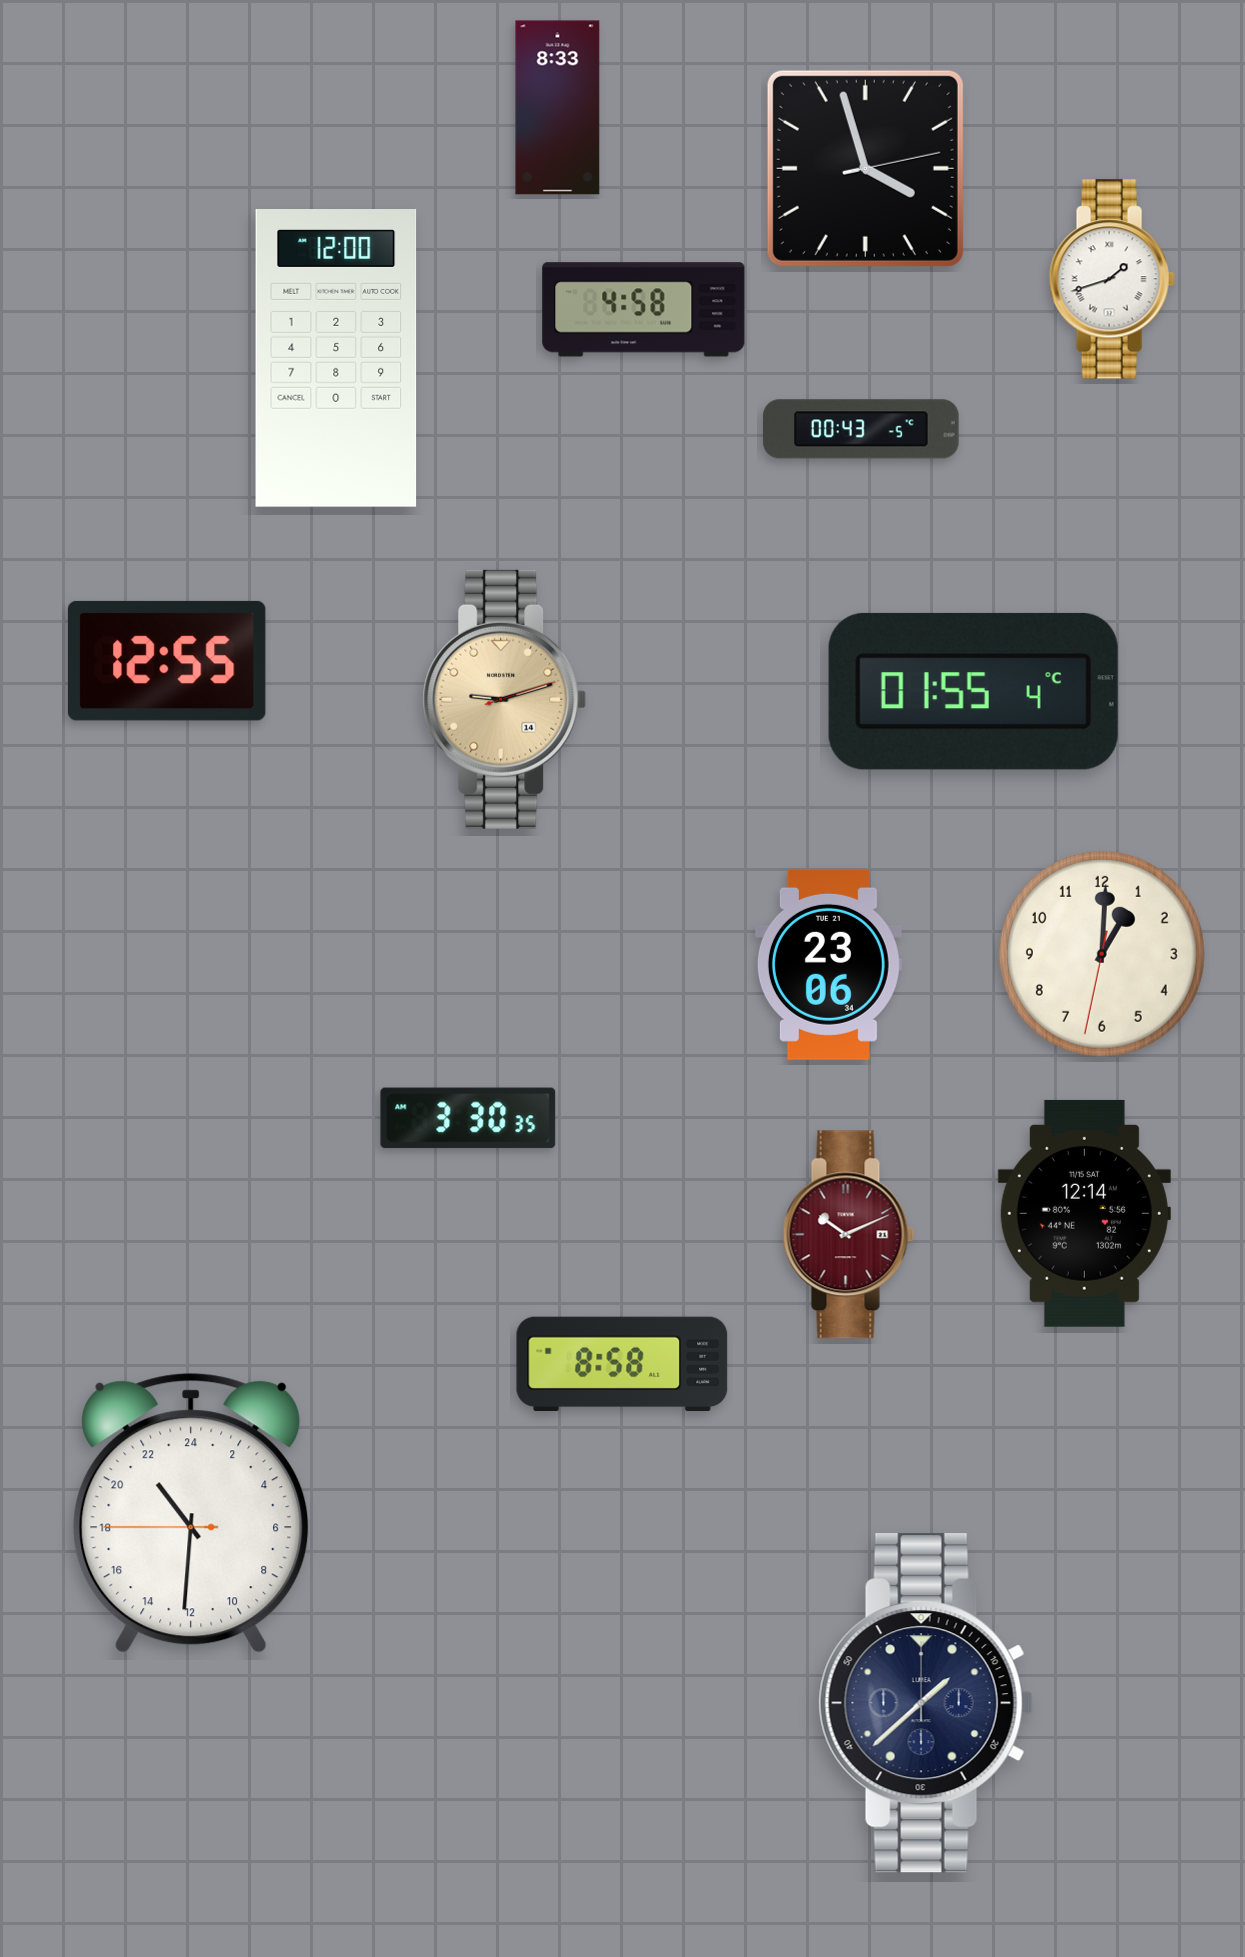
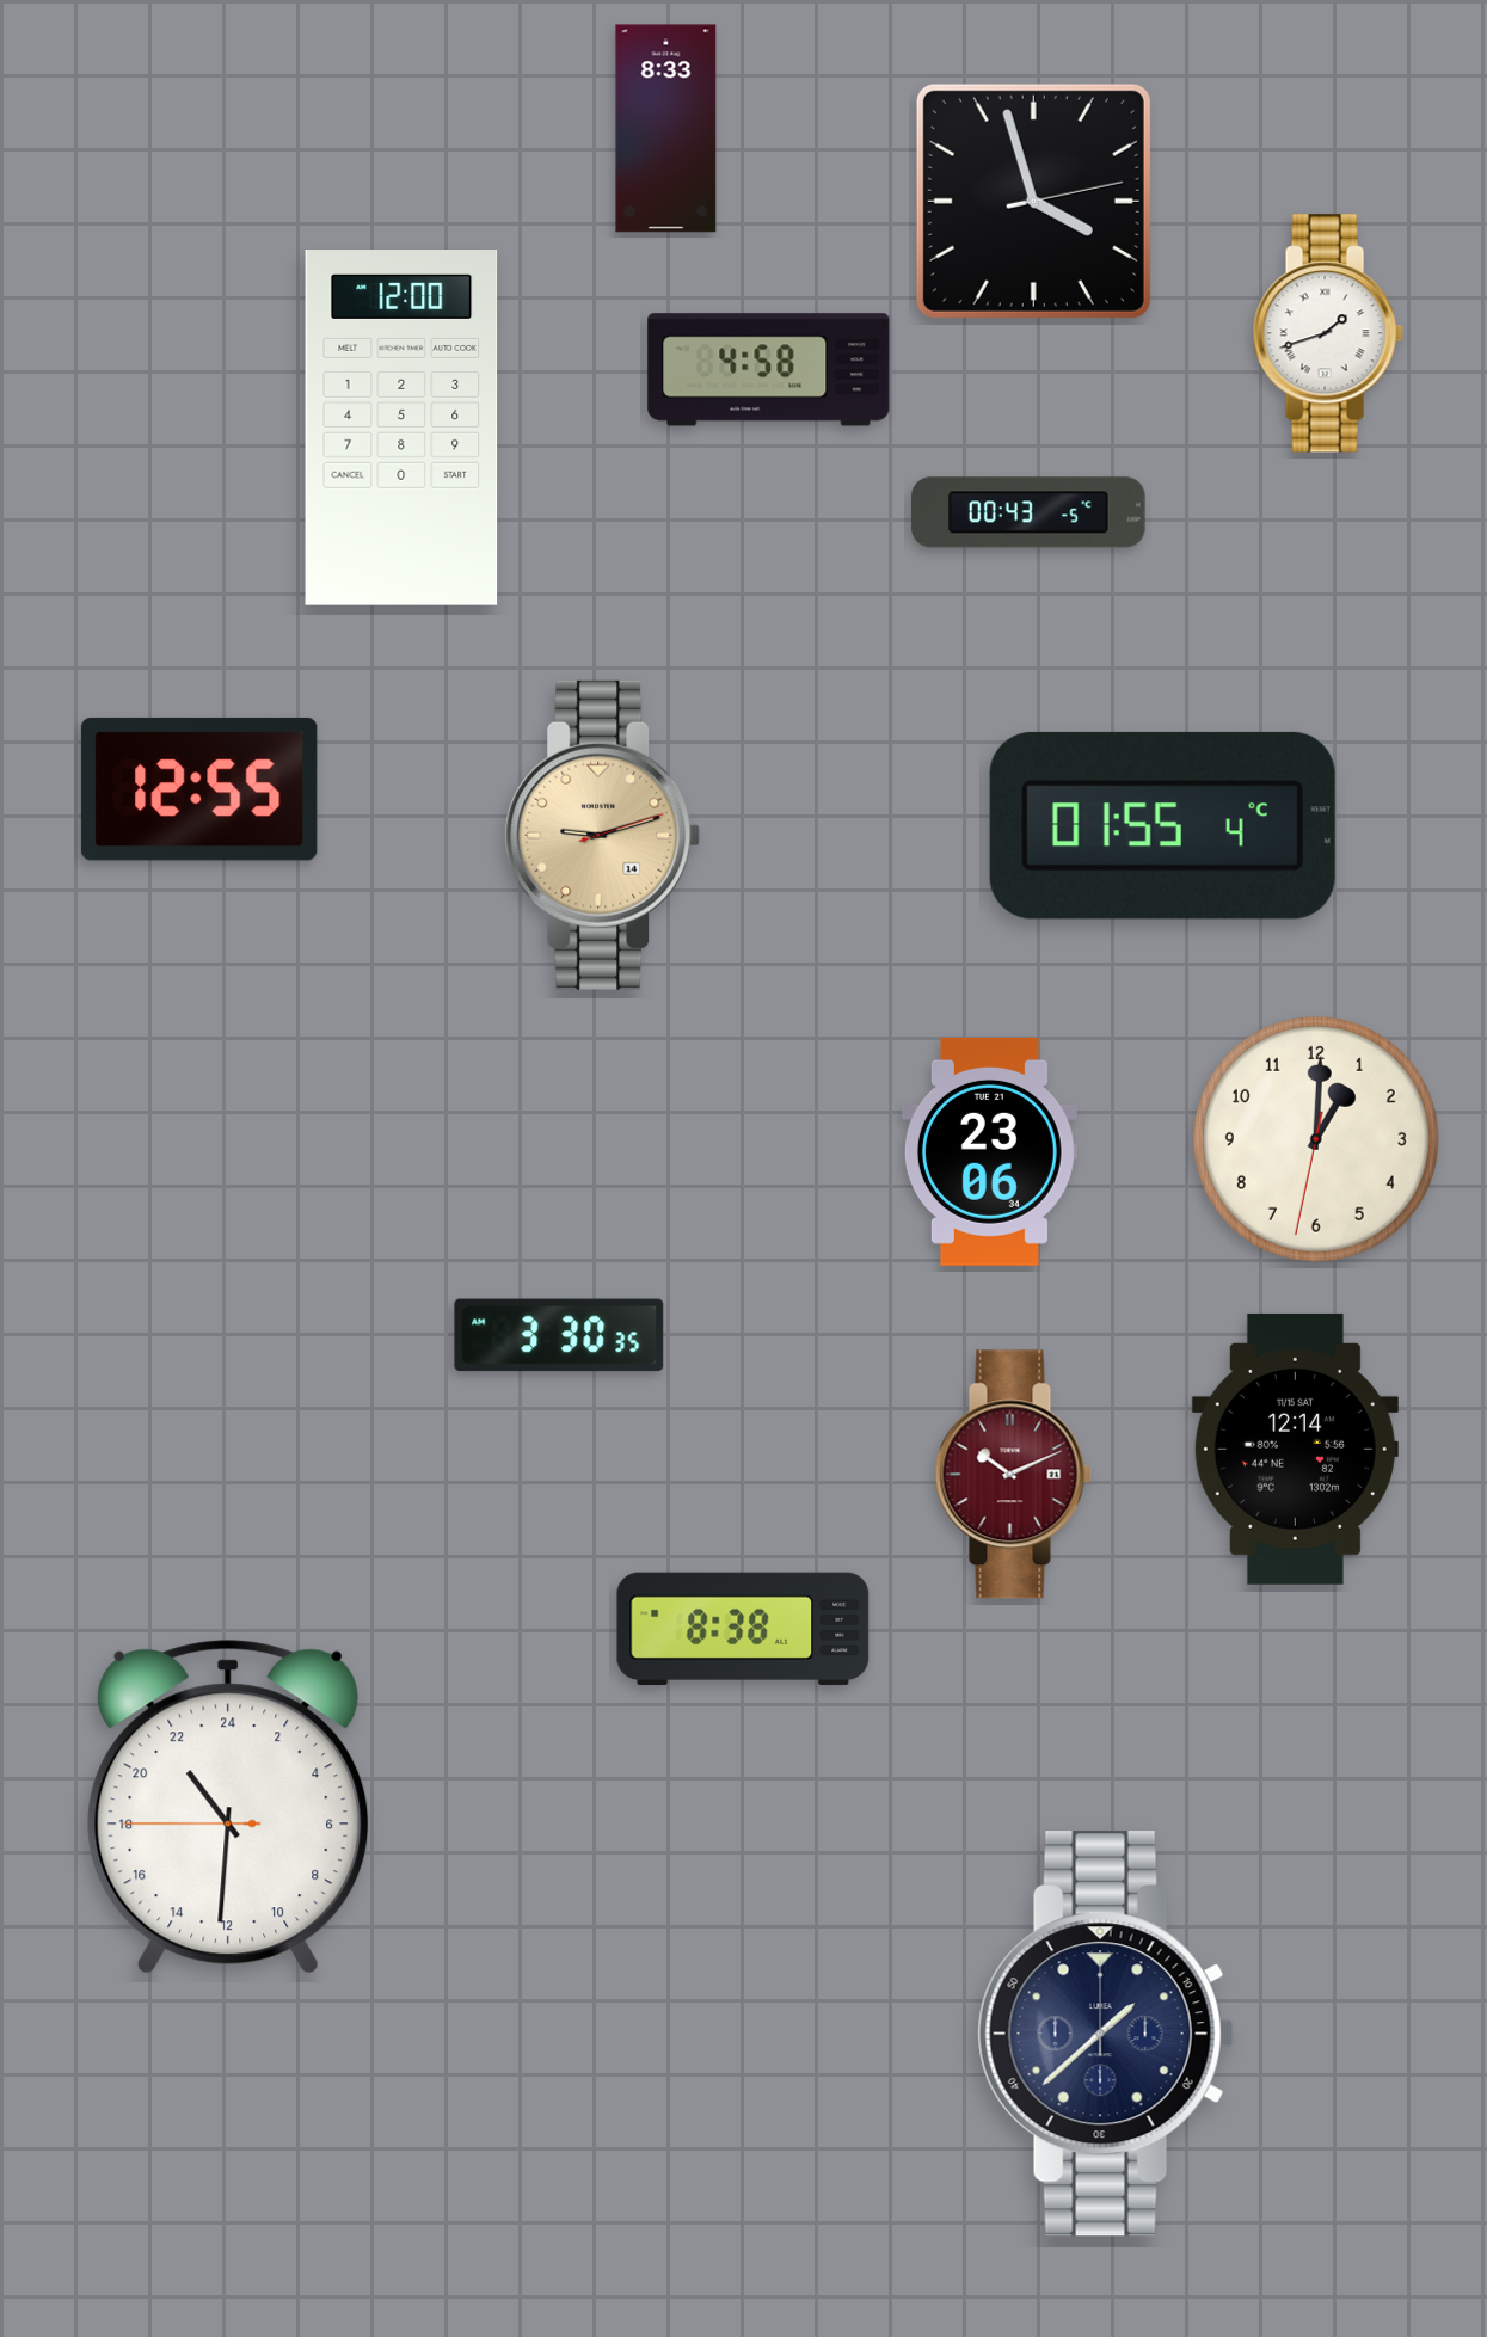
clock at (622, 1363): 8:58 -> 8:38
